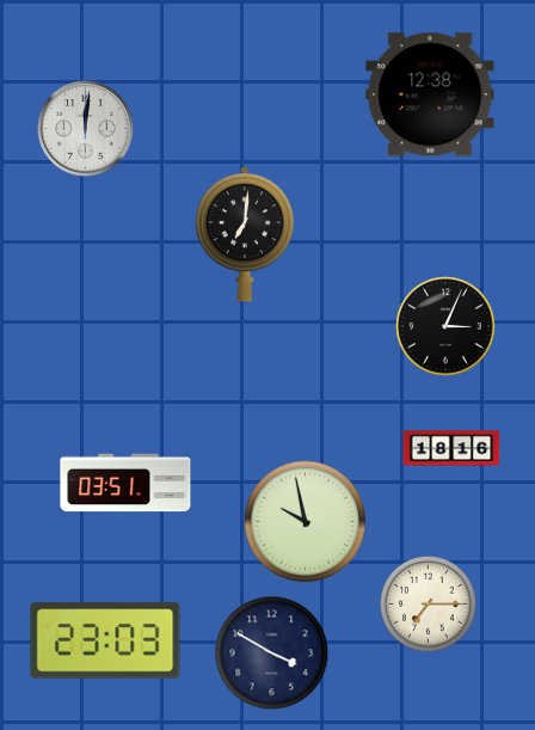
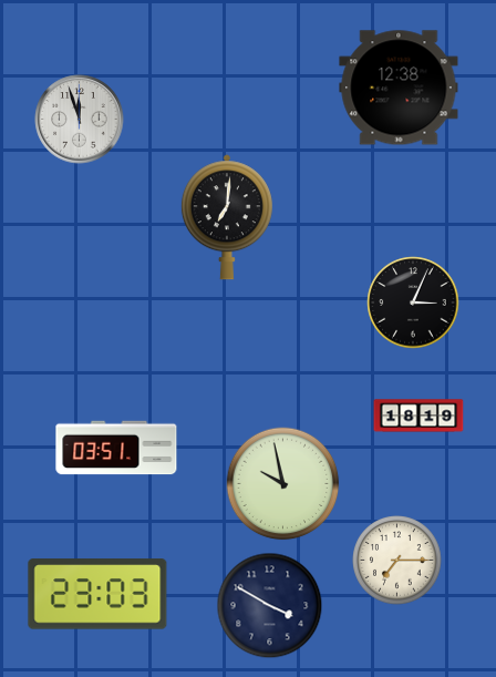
clock at (86, 129): 12:01 -> 11:57
clock at (451, 448): 18:16 -> 18:19
clock at (272, 654) position: (272, 654) -> (270, 606)
